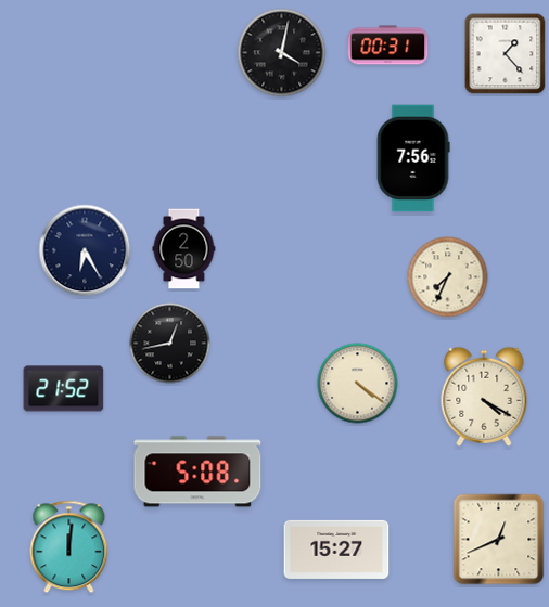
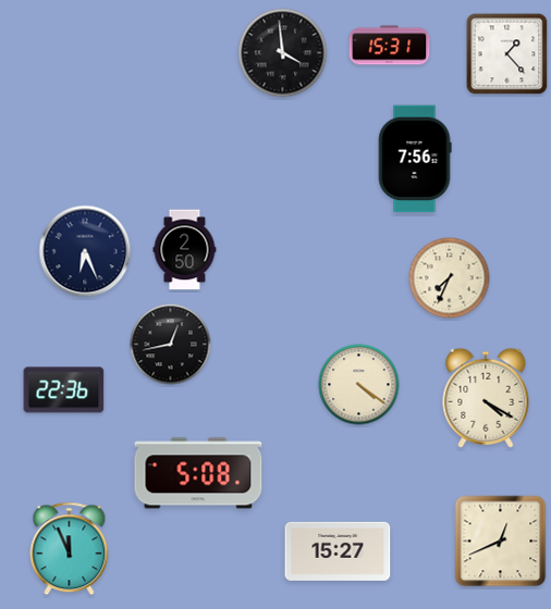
clock at (388, 46): 00:31 -> 15:31
clock at (282, 53): 4:02 -> 3:59
clock at (85, 250): 6:25 -> 6:26
clock at (64, 389): 21:52 -> 22:36
clock at (69, 547): 12:01 -> 11:56
